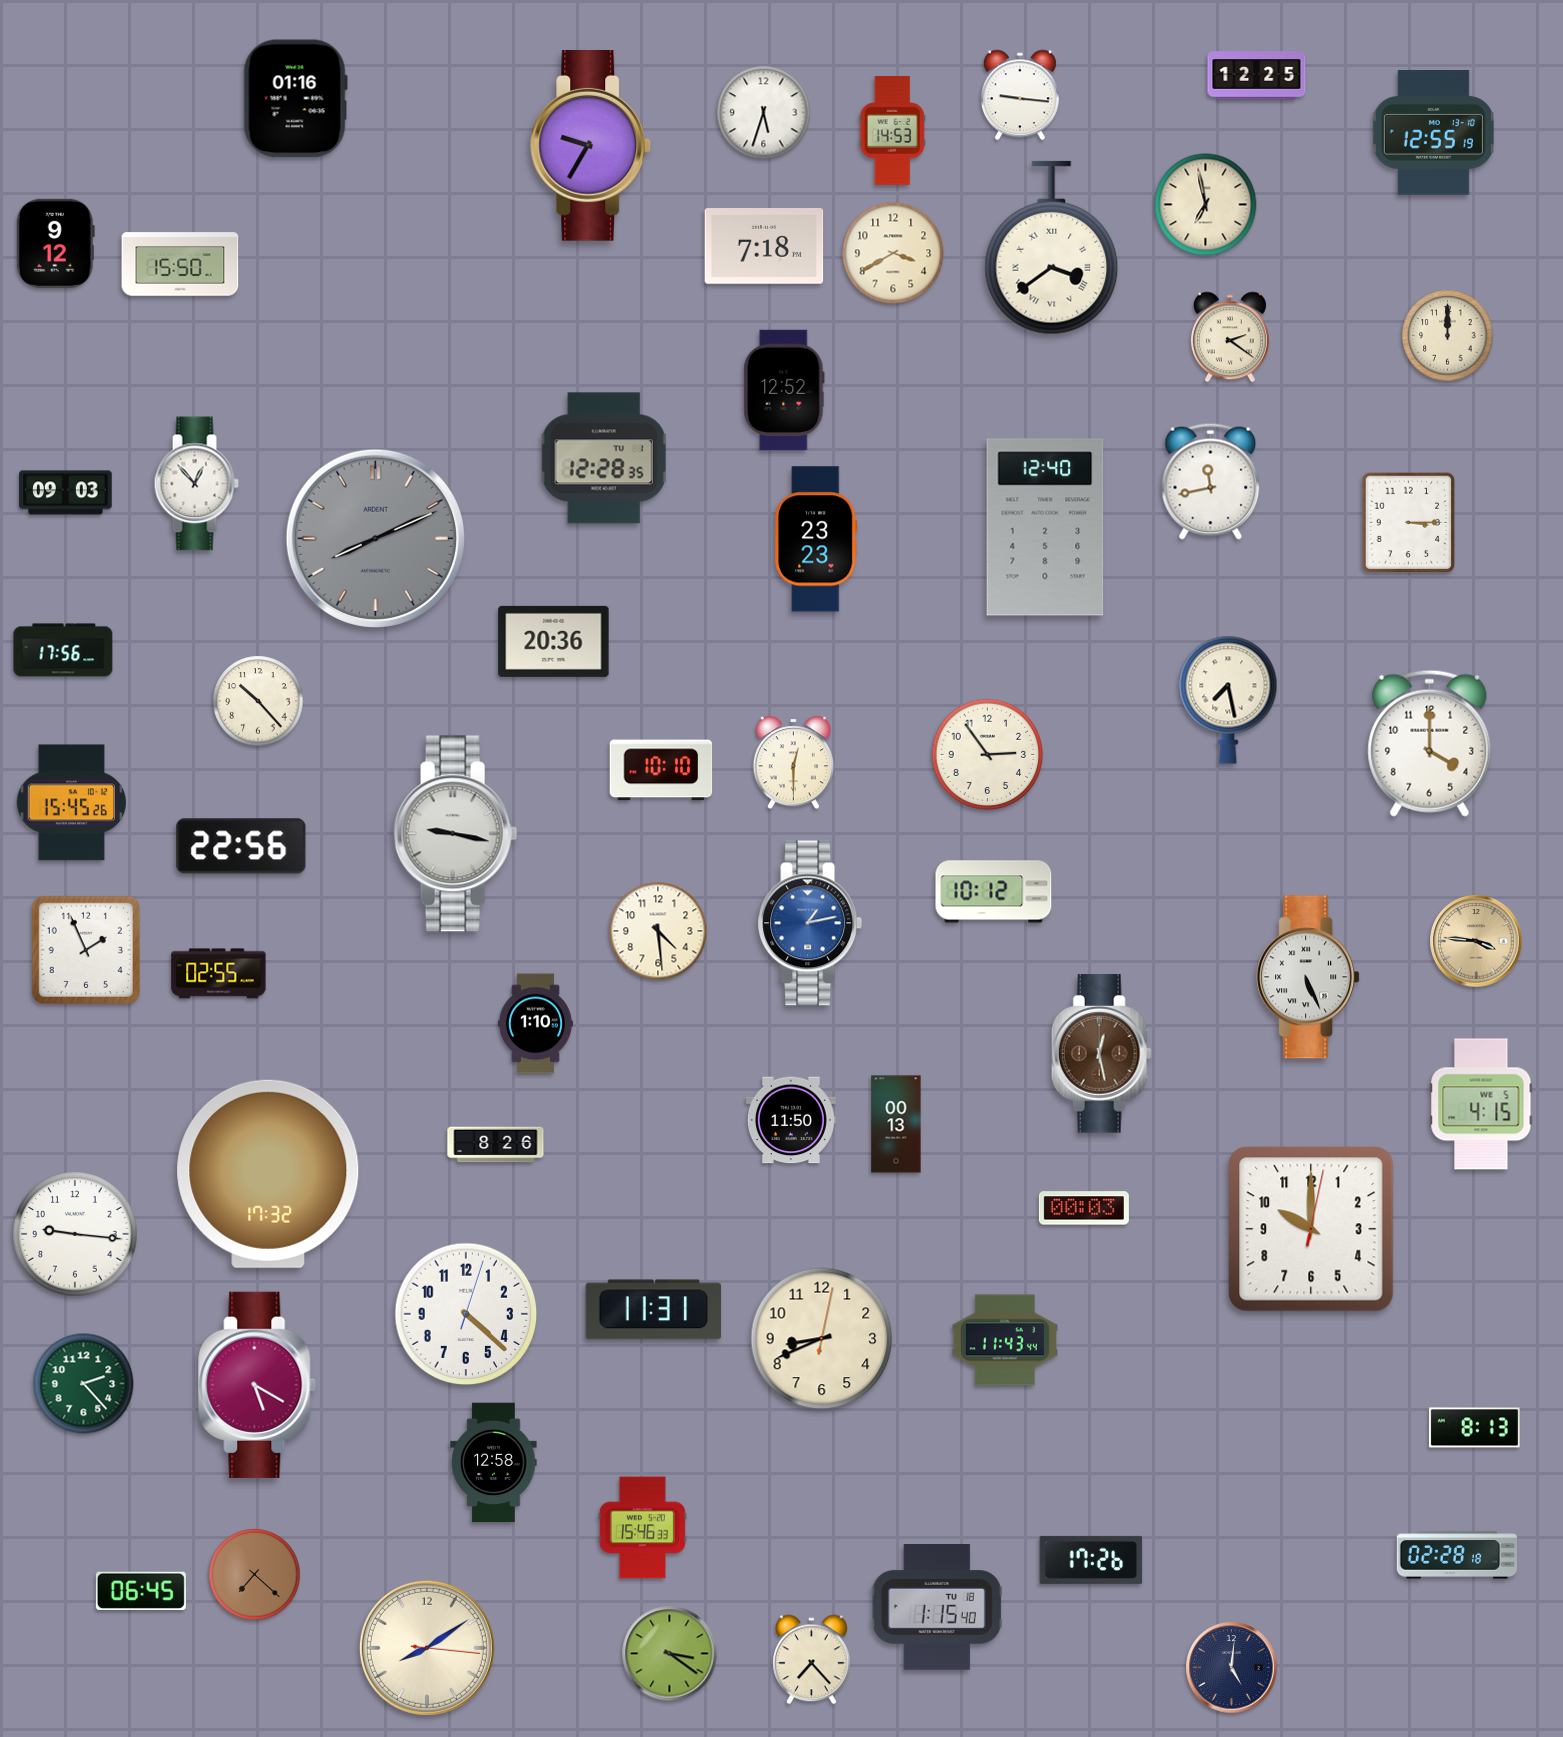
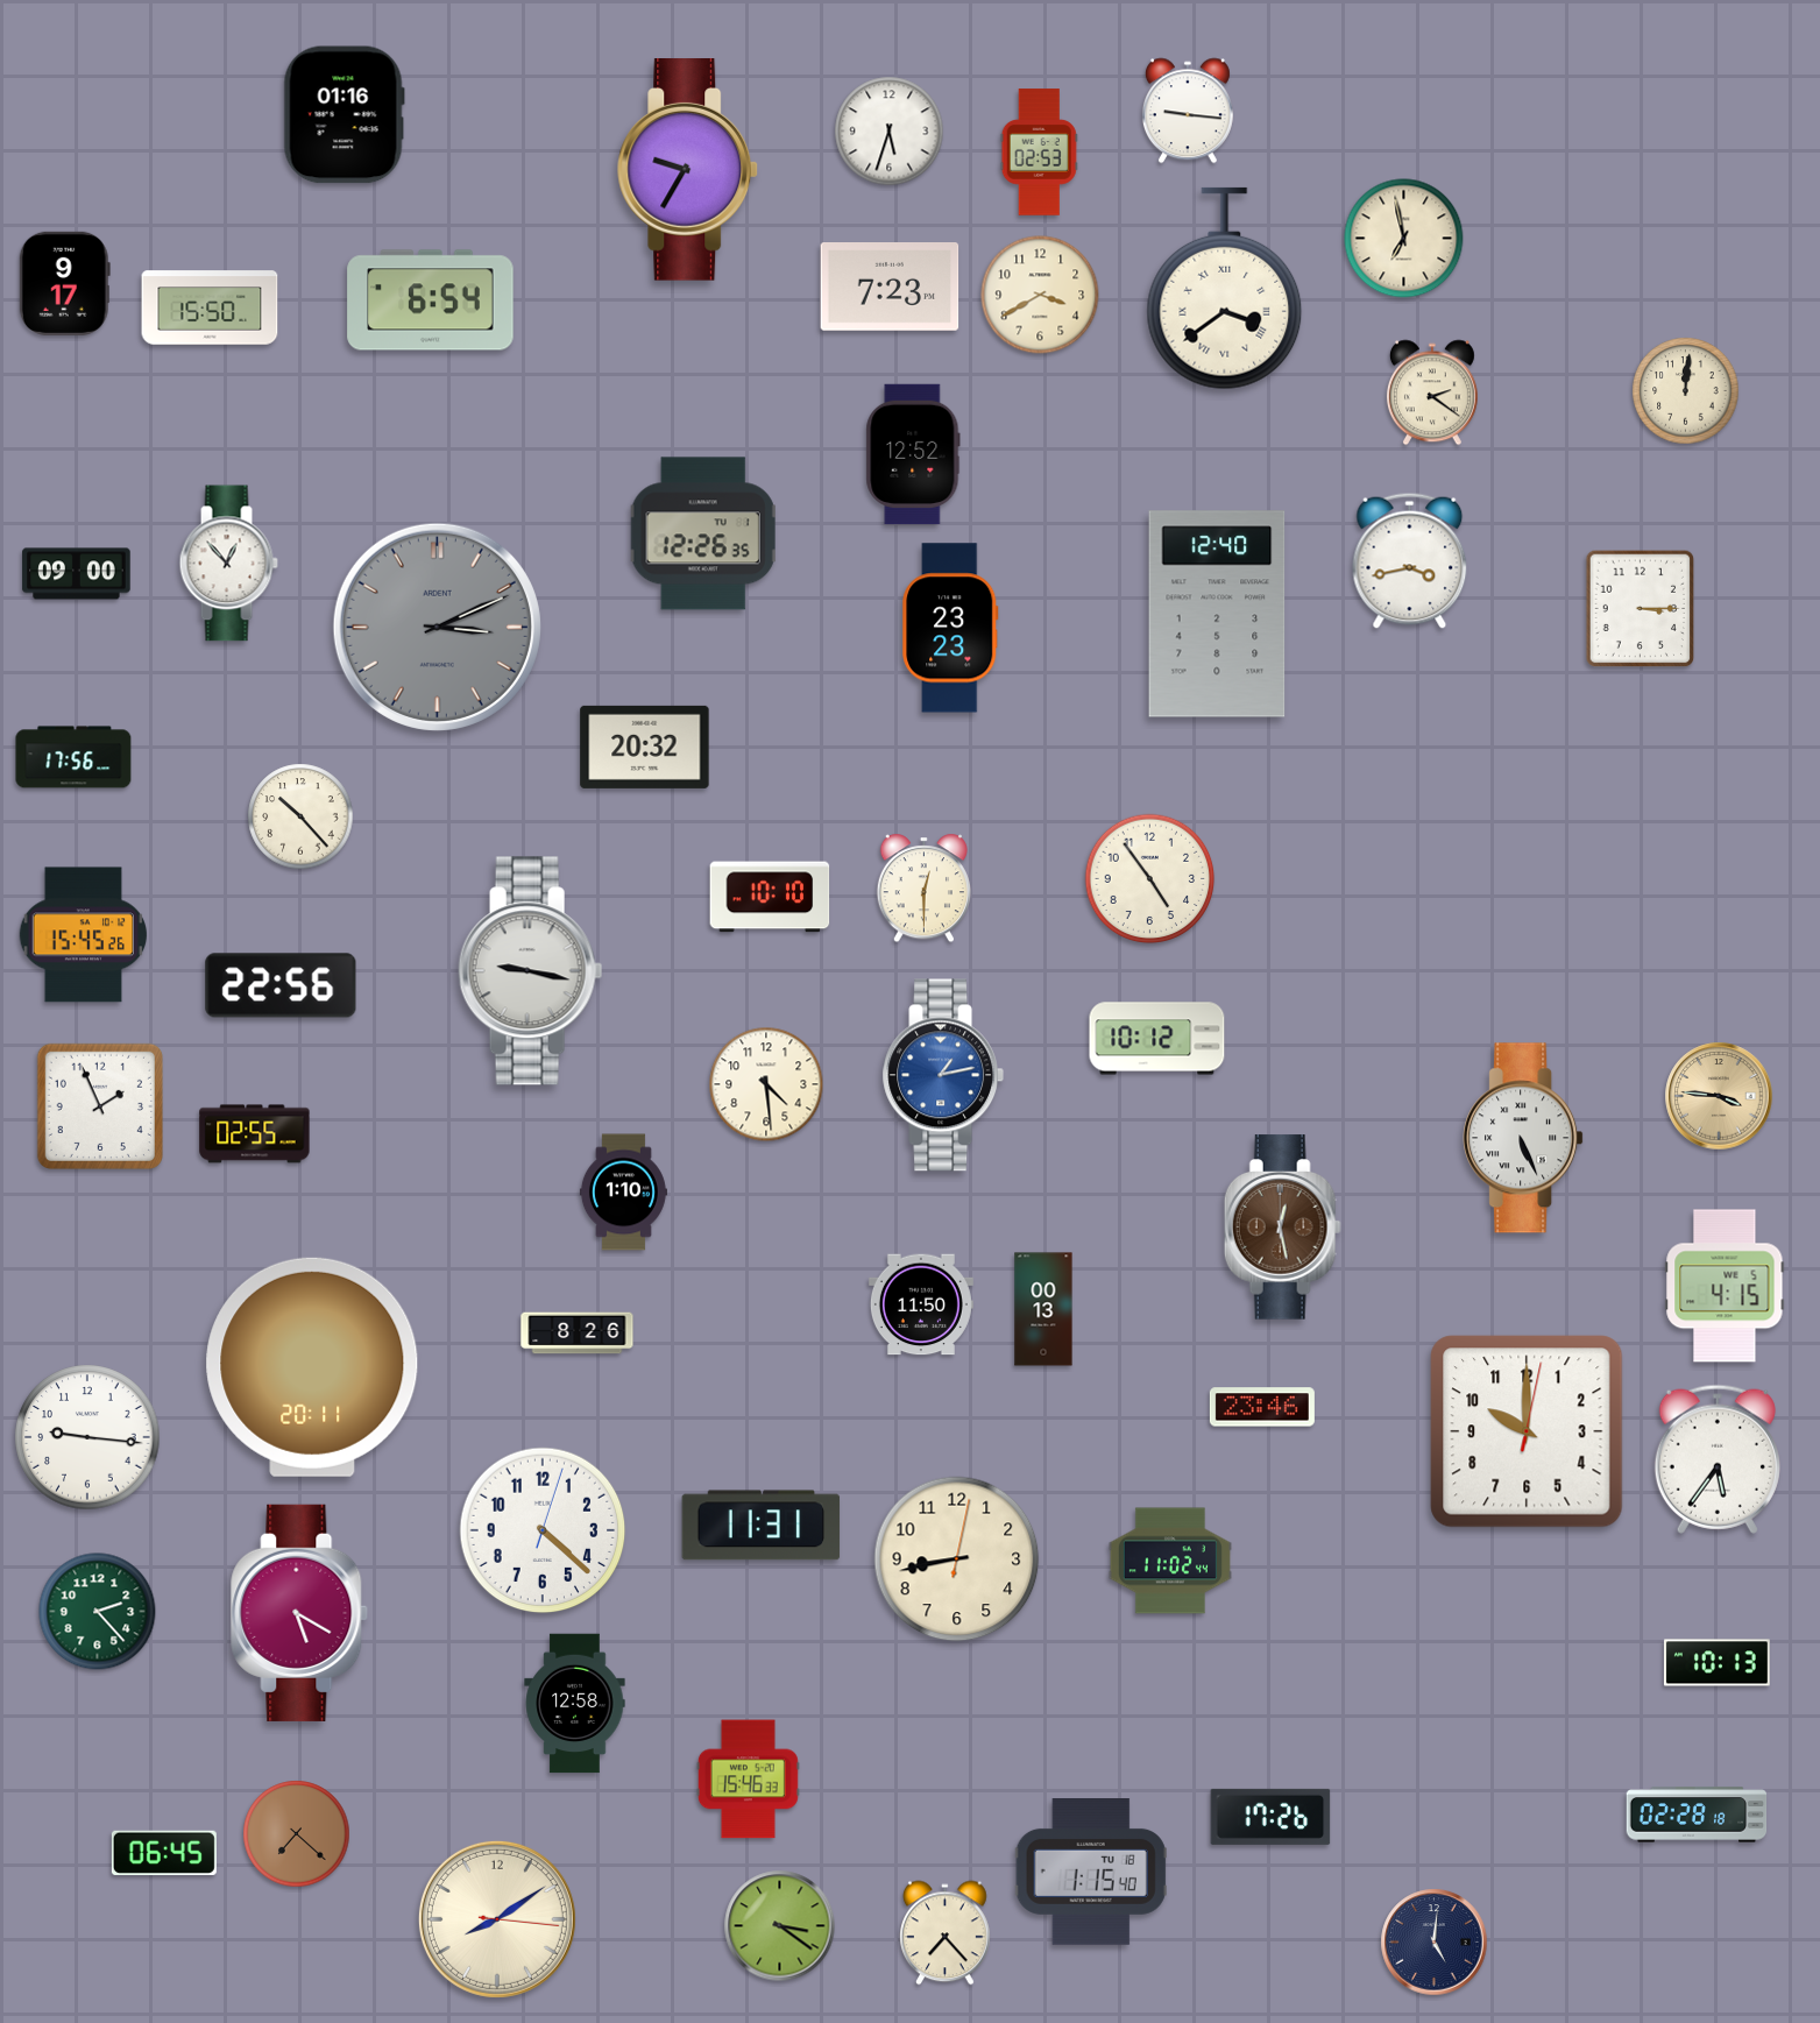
clock at (1257, 76): 12:25 -> none
clock at (892, 131): 14:53 -> 02:53
clock at (1433, 133): 12:55 -> none
clock at (55, 243): 9:12 -> 9:17
clock at (764, 247): 7:18 -> 7:23
clock at (431, 300): none -> 6:54
clock at (1448, 336): 12:00 -> 12:01
clock at (604, 458): 12:28 -> 12:26
clock at (1211, 481): 11:43 -> 3:43
clock at (66, 493): 09:03 -> 09:00
clock at (375, 538): 8:11 -> 3:11
clock at (554, 641): 20:36 -> 20:32
clock at (1228, 700): 7:28 -> none
clock at (1430, 743): 4:00 -> none
clock at (988, 755): 2:54 -> 4:54
clock at (268, 1174): 17:32 -> 20:11
clock at (1084, 1208): 00:03 -> 23:46
clock at (1718, 1459): none -> 5:36
clock at (822, 1339): 8:41 -> 8:43
clock at (1005, 1340): 11:43 -> 11:02
clock at (1474, 1428): 8:13 -> 10:13
clock at (1457, 1555) position: (1457, 1555) -> (1697, 1815)
